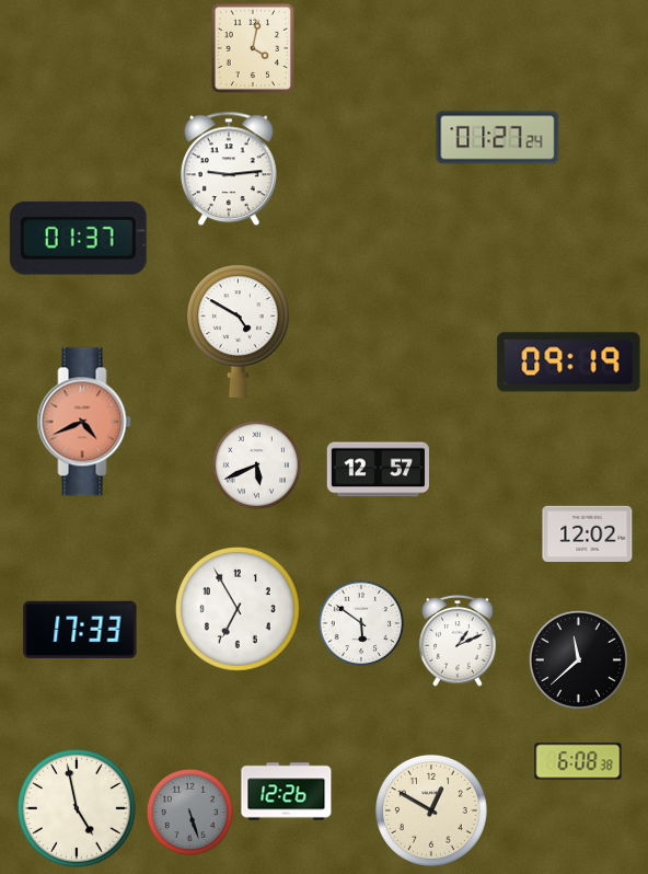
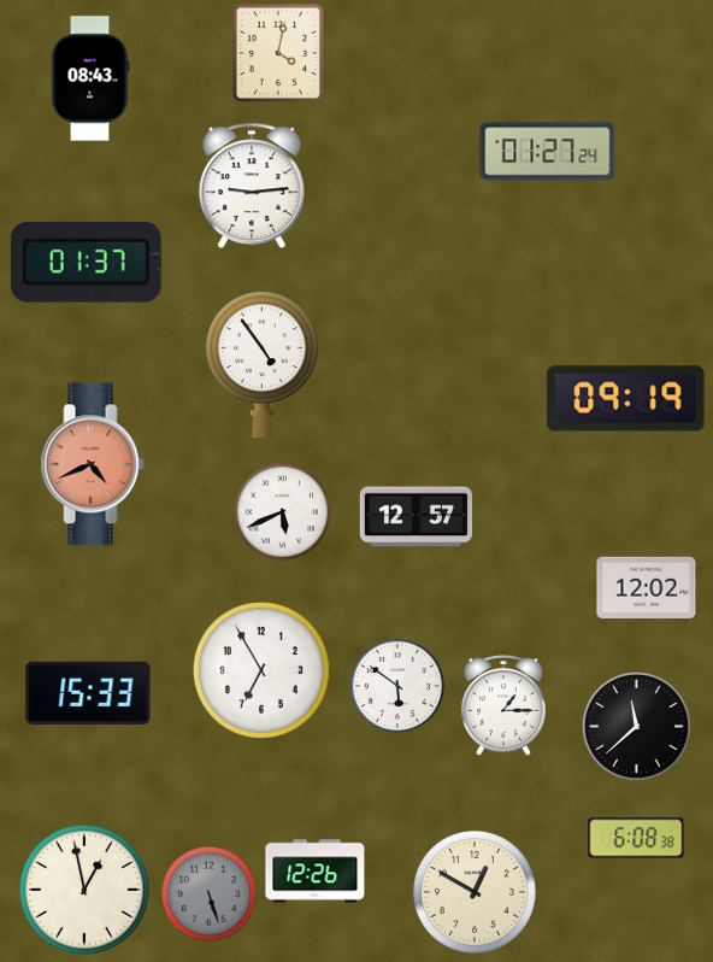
clock at (90, 78): none -> 08:43
clock at (239, 331): 4:50 -> 4:54
clock at (80, 630): 17:33 -> 15:33
clock at (458, 642): 1:11 -> 1:15
clock at (78, 809): 4:58 -> 12:58
